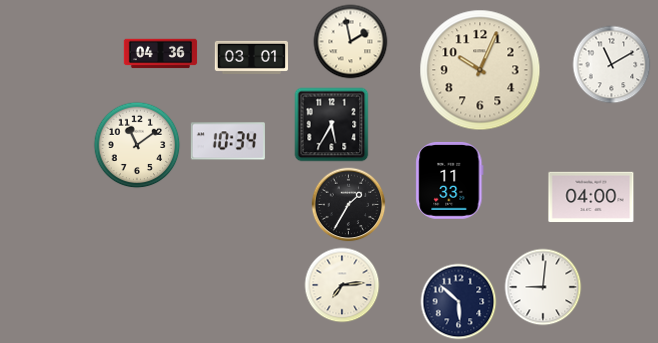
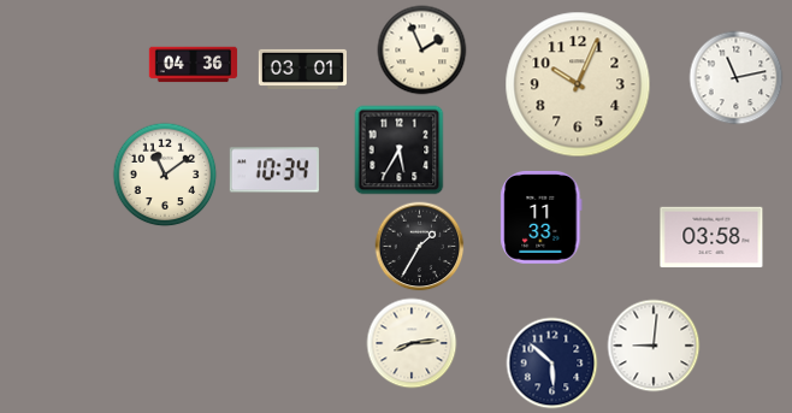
clock at (351, 42): 1:58 -> 1:56
clock at (612, 65): 11:10 -> 11:13
clock at (591, 197): 04:00 -> 03:58
clock at (342, 285): 7:14 -> 8:14
